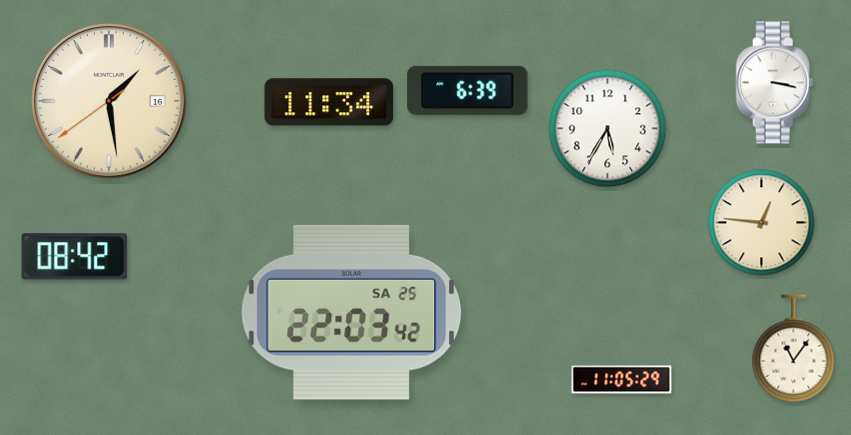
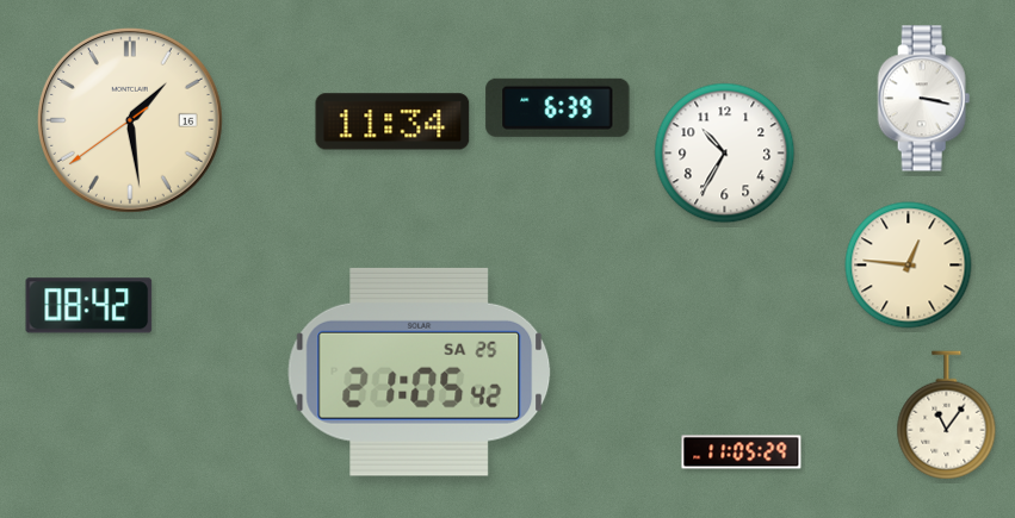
clock at (608, 129): 5:35 -> 10:35
clock at (352, 312): 22:03 -> 21:05
